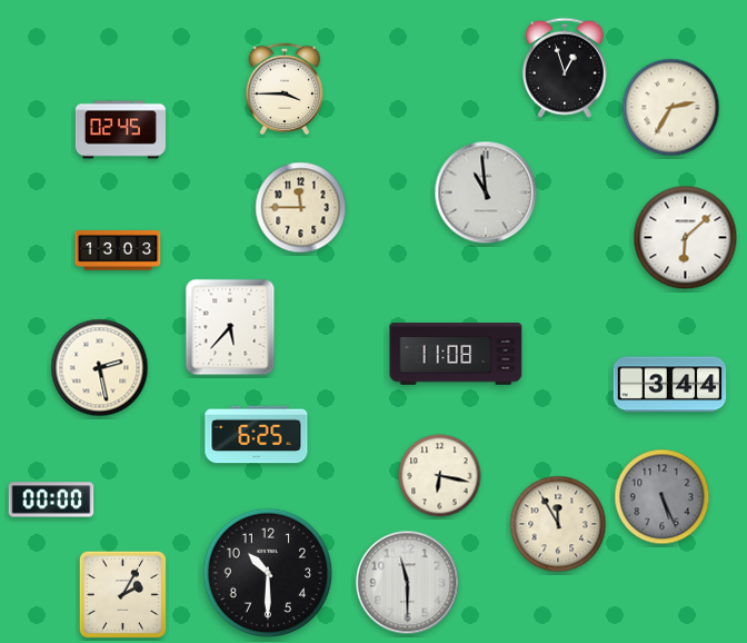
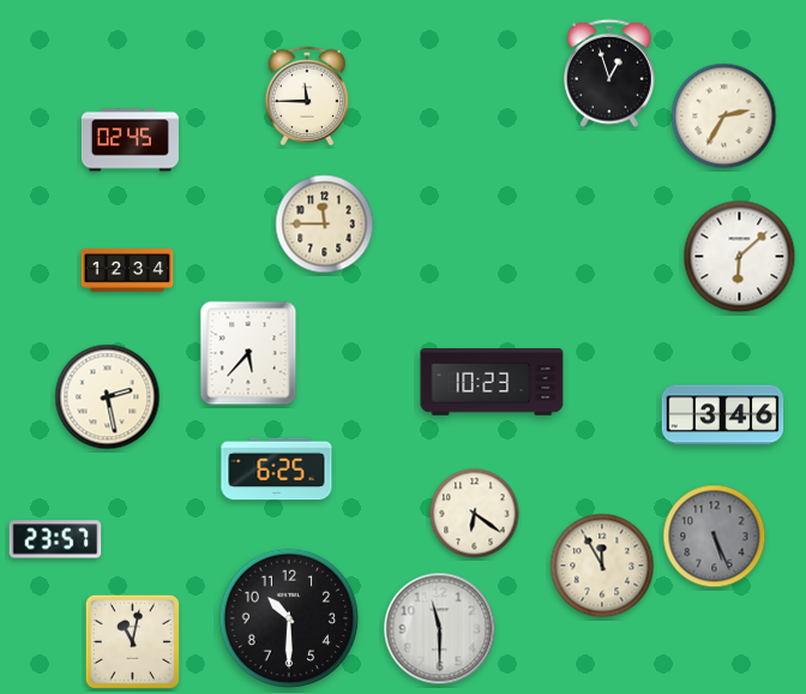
clock at (285, 89): 3:45 -> 11:45
clock at (486, 192): 10:59 -> none
clock at (118, 251): 13:03 -> 12:34
clock at (456, 354): 11:08 -> 10:23
clock at (670, 385): 3:44 -> 3:46
clock at (440, 476): 6:17 -> 6:21
clock at (51, 499): 00:00 -> 23:57
clock at (122, 594): 2:05 -> 11:02
